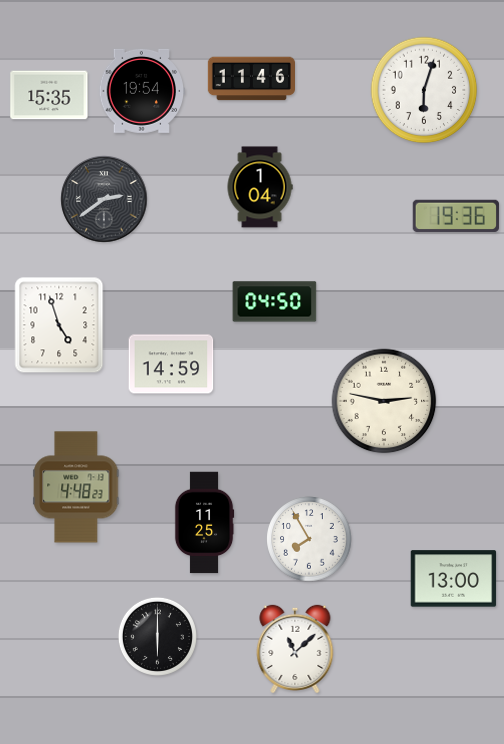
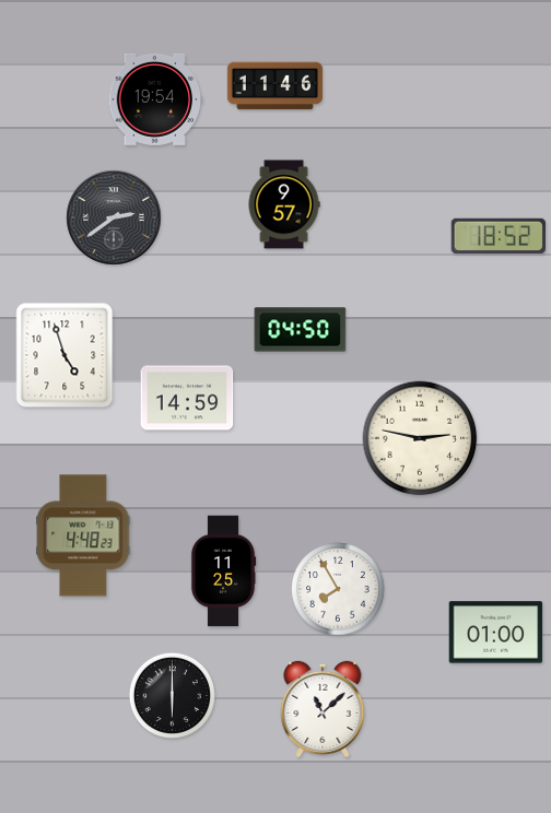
clock at (424, 90): 6:03 -> none
clock at (49, 95): 15:35 -> none
clock at (260, 187): 1:04 -> 9:57
clock at (456, 215): 19:36 -> 18:52
clock at (76, 487) position: (76, 487) -> (83, 535)
clock at (454, 579): 13:00 -> 01:00
